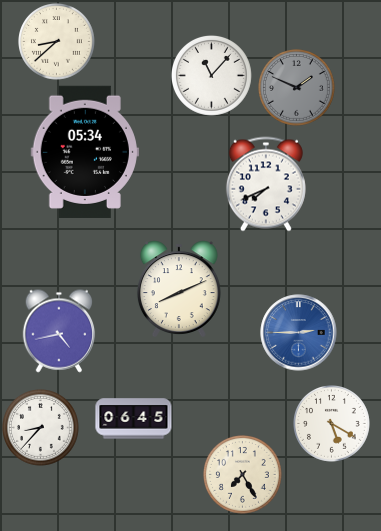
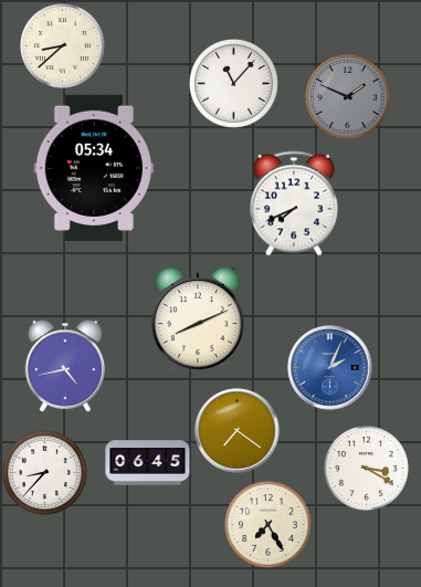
clock at (297, 88) position: (297, 88) -> (348, 97)
clock at (299, 333): 2:45 -> 2:04
clock at (238, 431): none -> 7:21
clock at (332, 424): 5:20 -> 3:20
